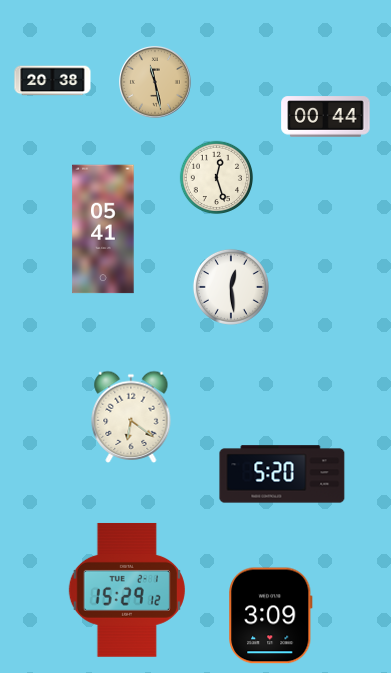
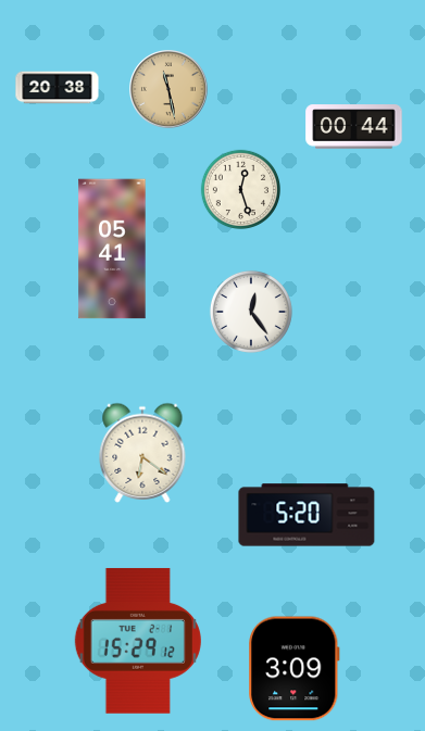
clock at (216, 177) position: (216, 177) -> (240, 189)
clock at (231, 287): 12:29 -> 12:24
